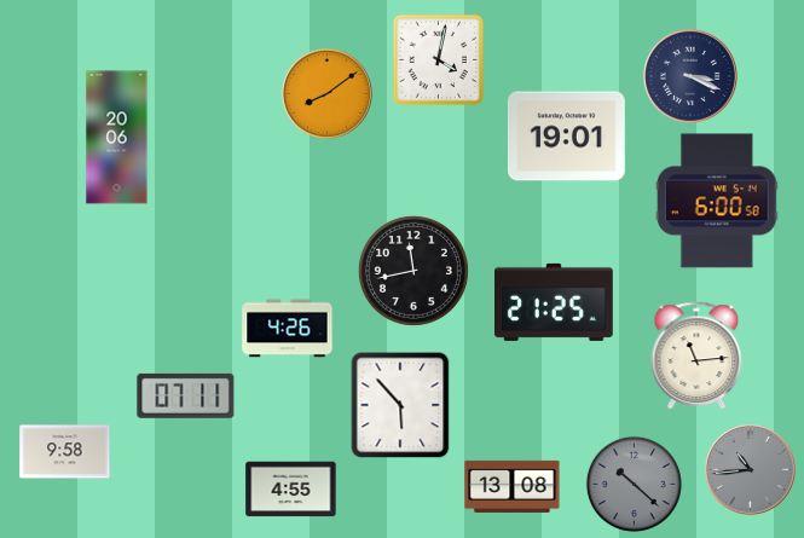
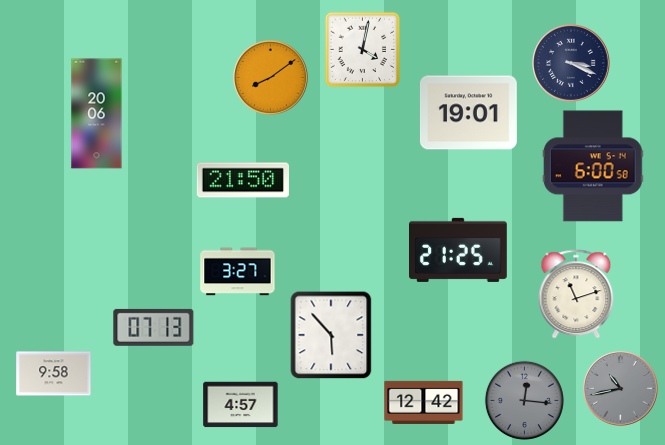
clock at (242, 180): none -> 21:50
clock at (413, 271): 11:43 -> none
clock at (288, 329): 4:26 -> 3:27
clock at (696, 357): 11:14 -> 11:12
clock at (186, 395): 07:11 -> 07:13
clock at (751, 470): 10:44 -> 10:43
clock at (634, 484): 10:22 -> 12:16
clock at (513, 486): 13:08 -> 12:42
clock at (291, 490): 4:55 -> 4:57
